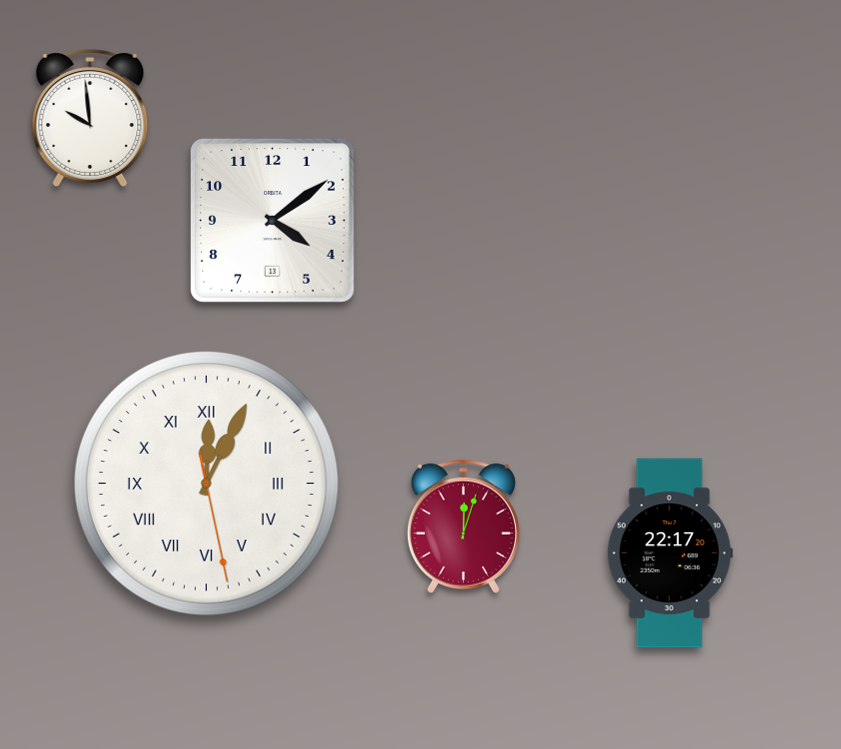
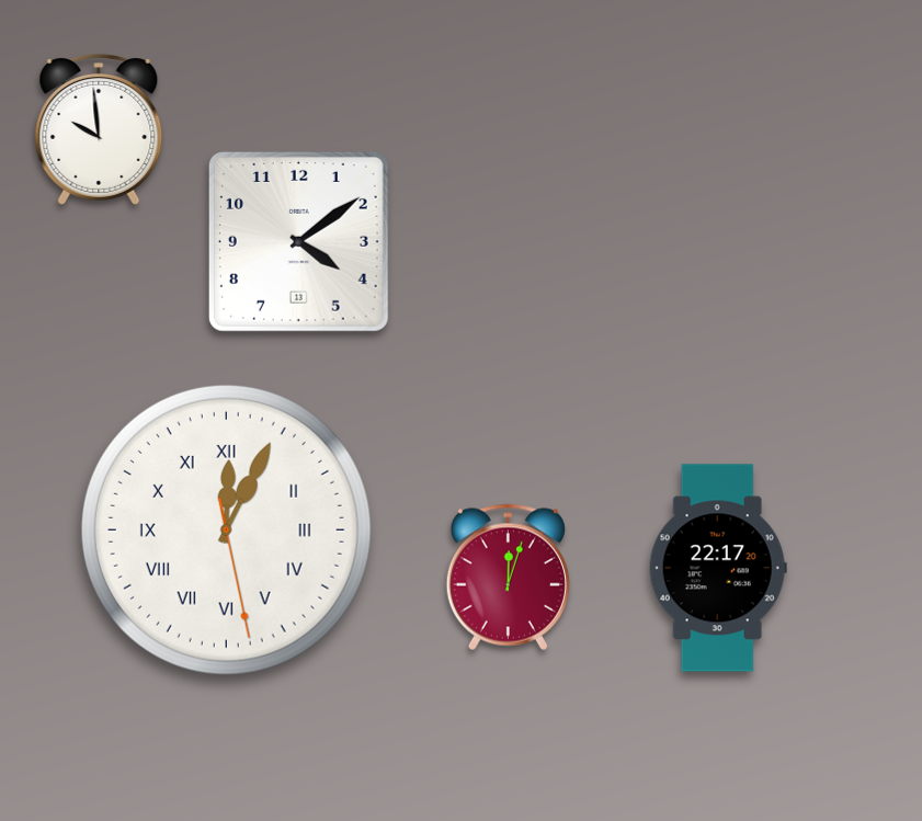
clock at (670, 553) position: (670, 553) -> (718, 568)
